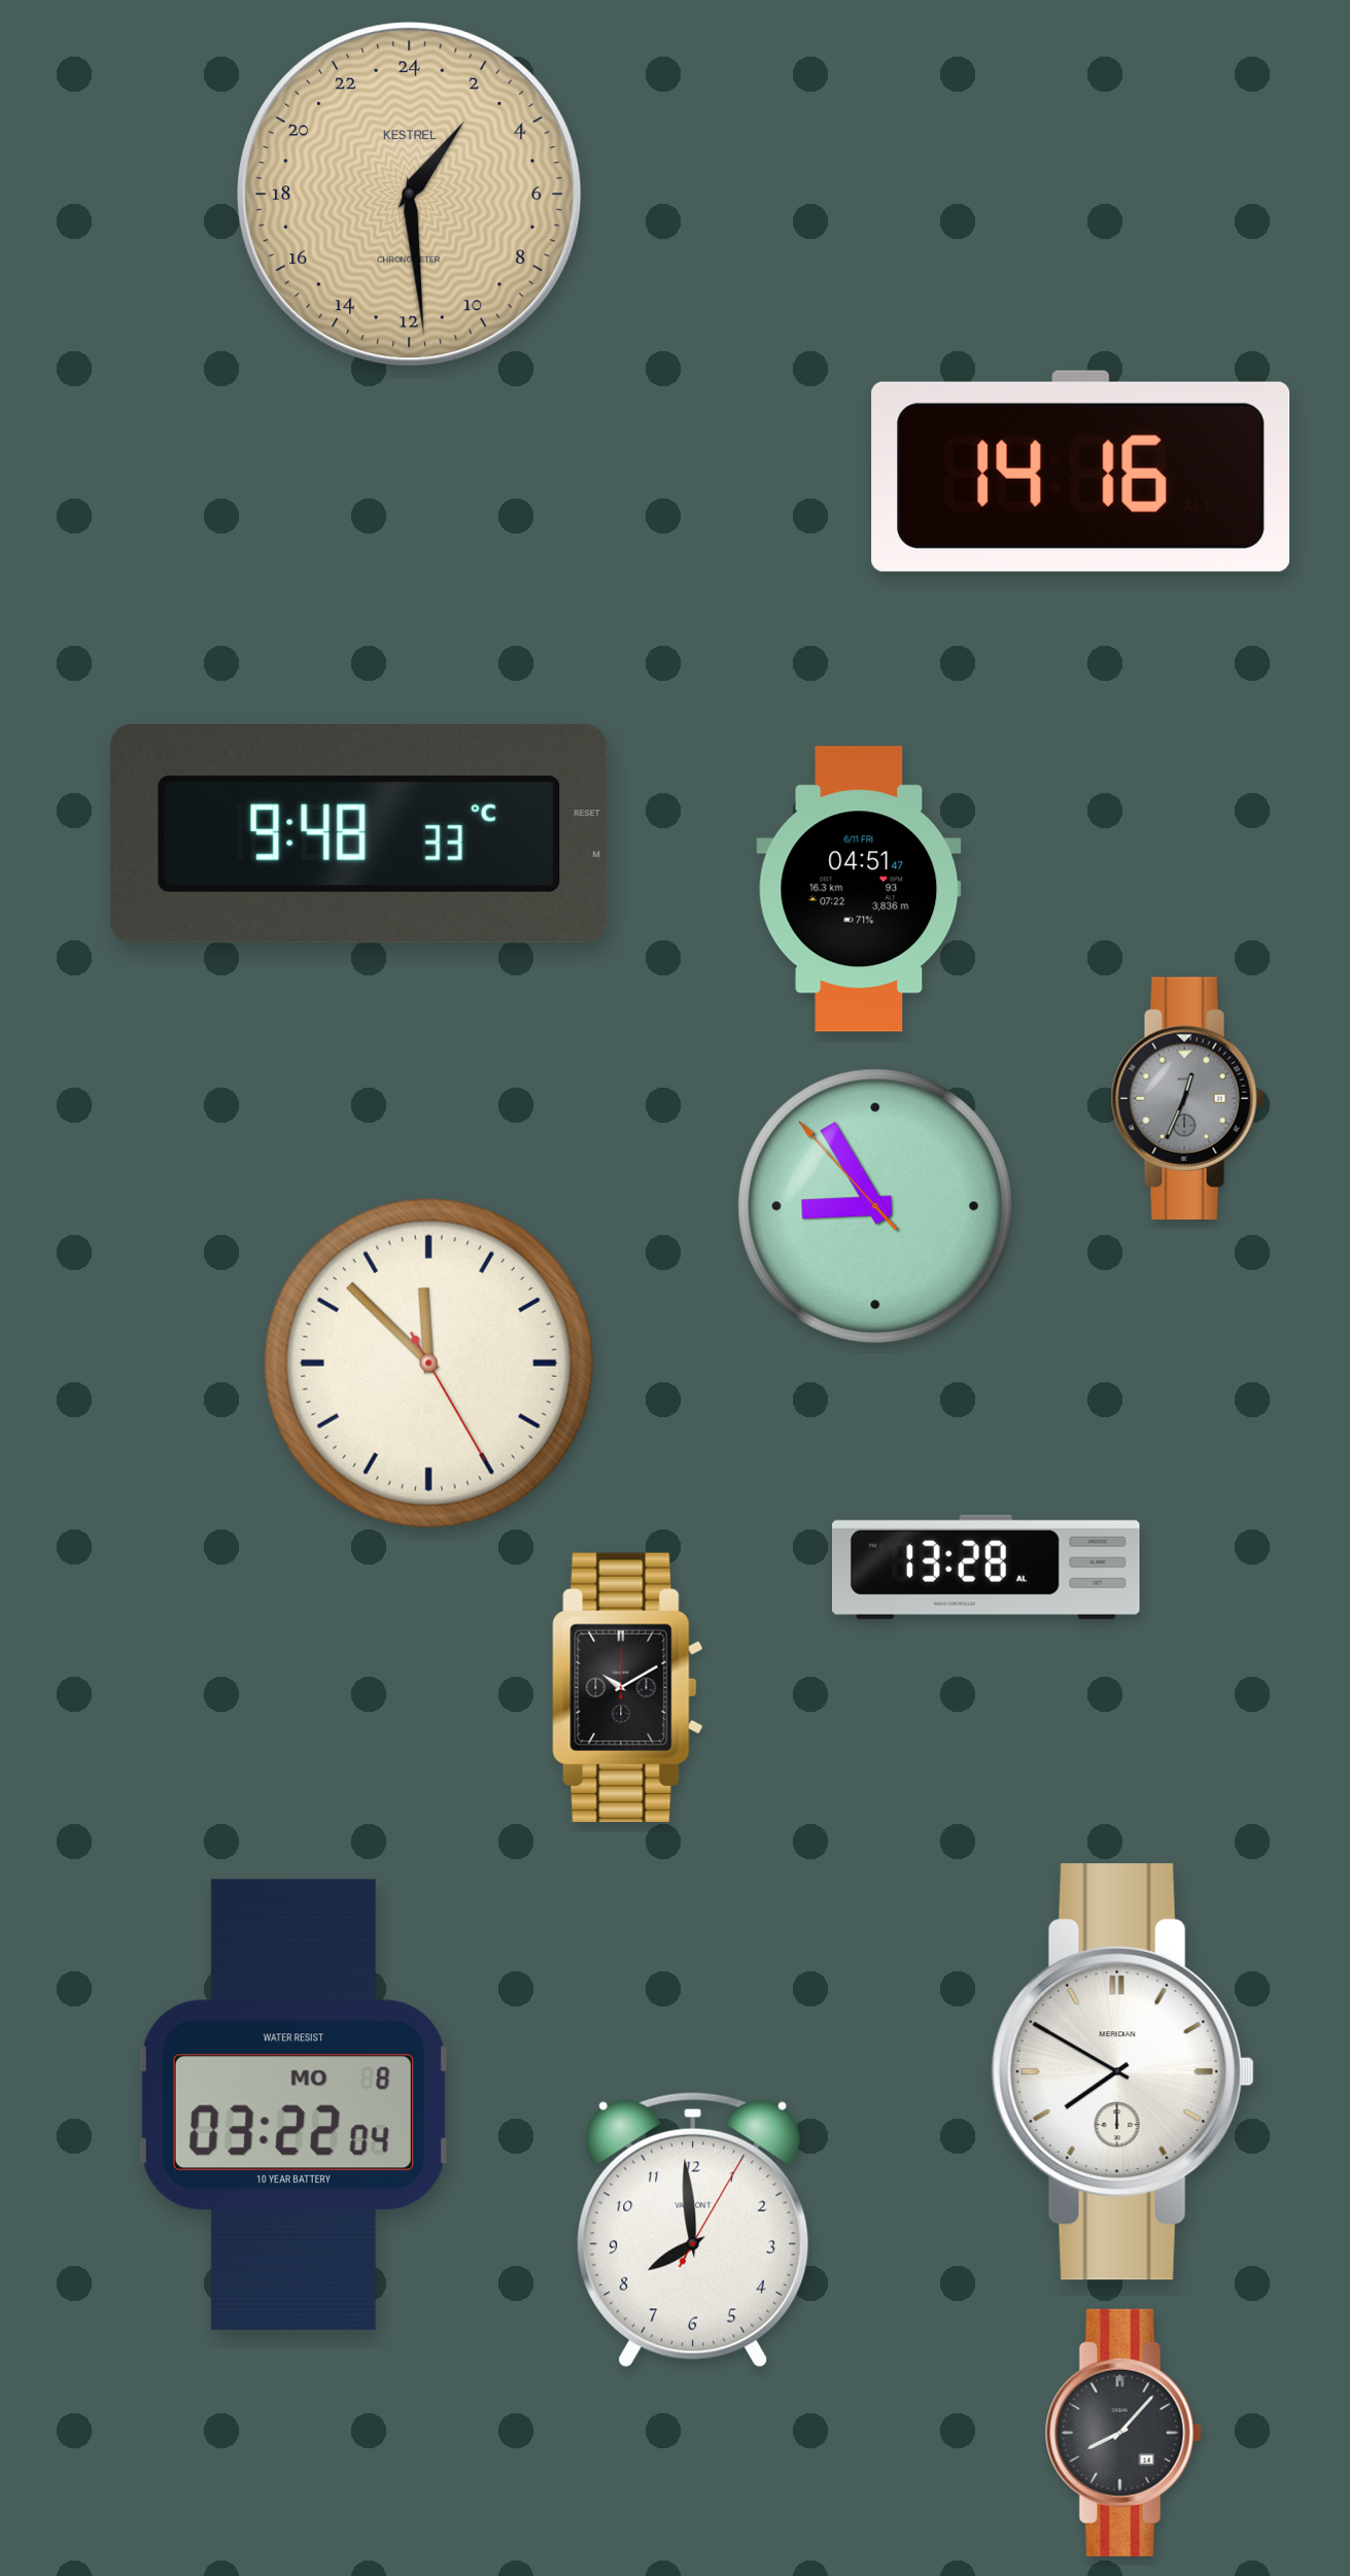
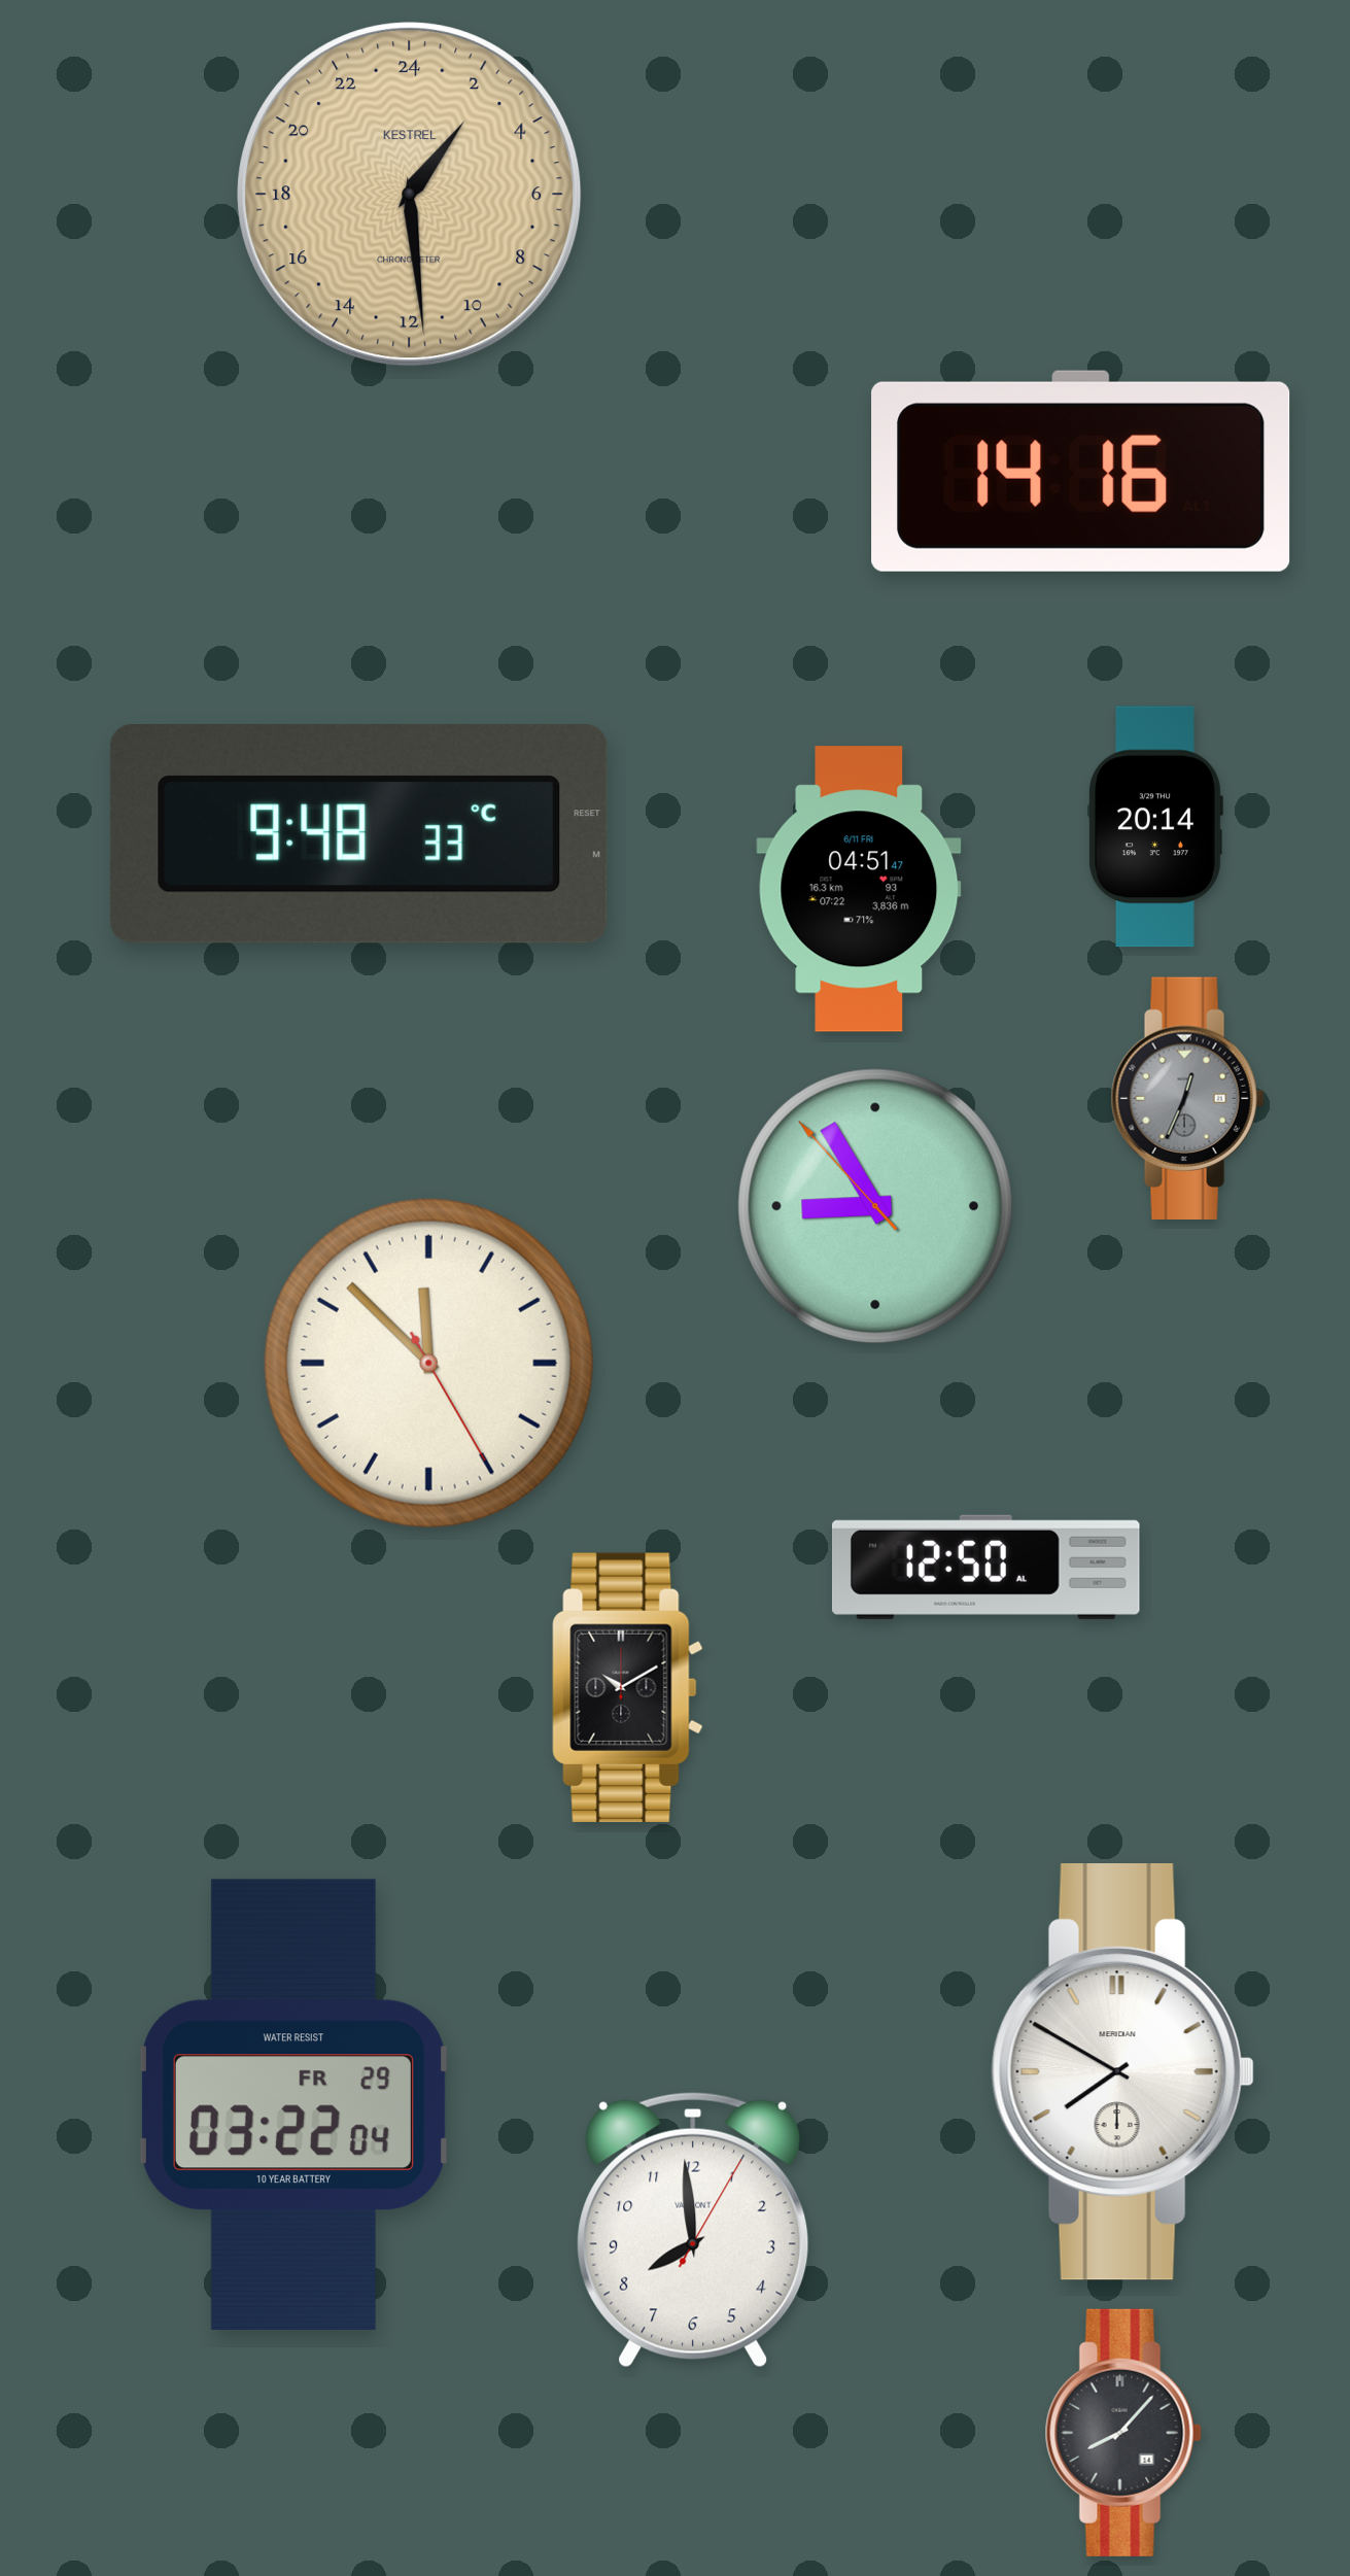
clock at (1156, 827): none -> 20:14
clock at (985, 1567): 13:28 -> 12:50
clock at (293, 2104) date: MO 8 -> FR 29
